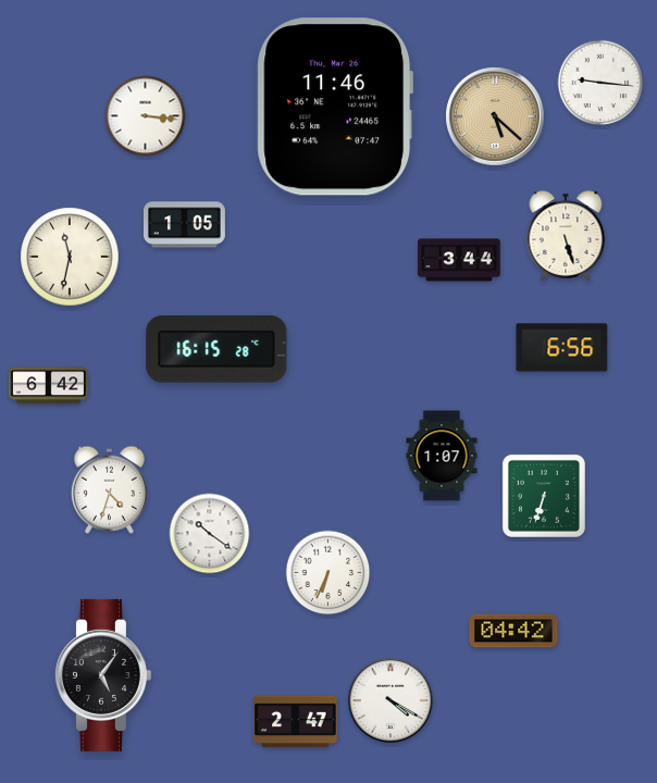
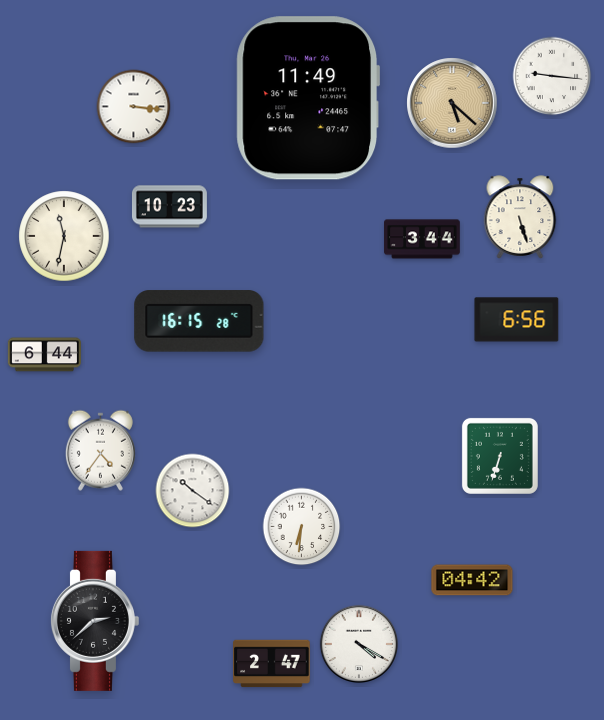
clock at (334, 107): 11:46 -> 11:49
clock at (495, 116) position: (495, 116) -> (452, 103)
clock at (184, 225): 1:05 -> 10:23
clock at (48, 386): 6:42 -> 6:44
clock at (442, 456): 1:07 -> none
clock at (109, 489): 4:33 -> 4:36
clock at (328, 573): 6:34 -> 6:31
clock at (102, 675): 5:06 -> 2:38
